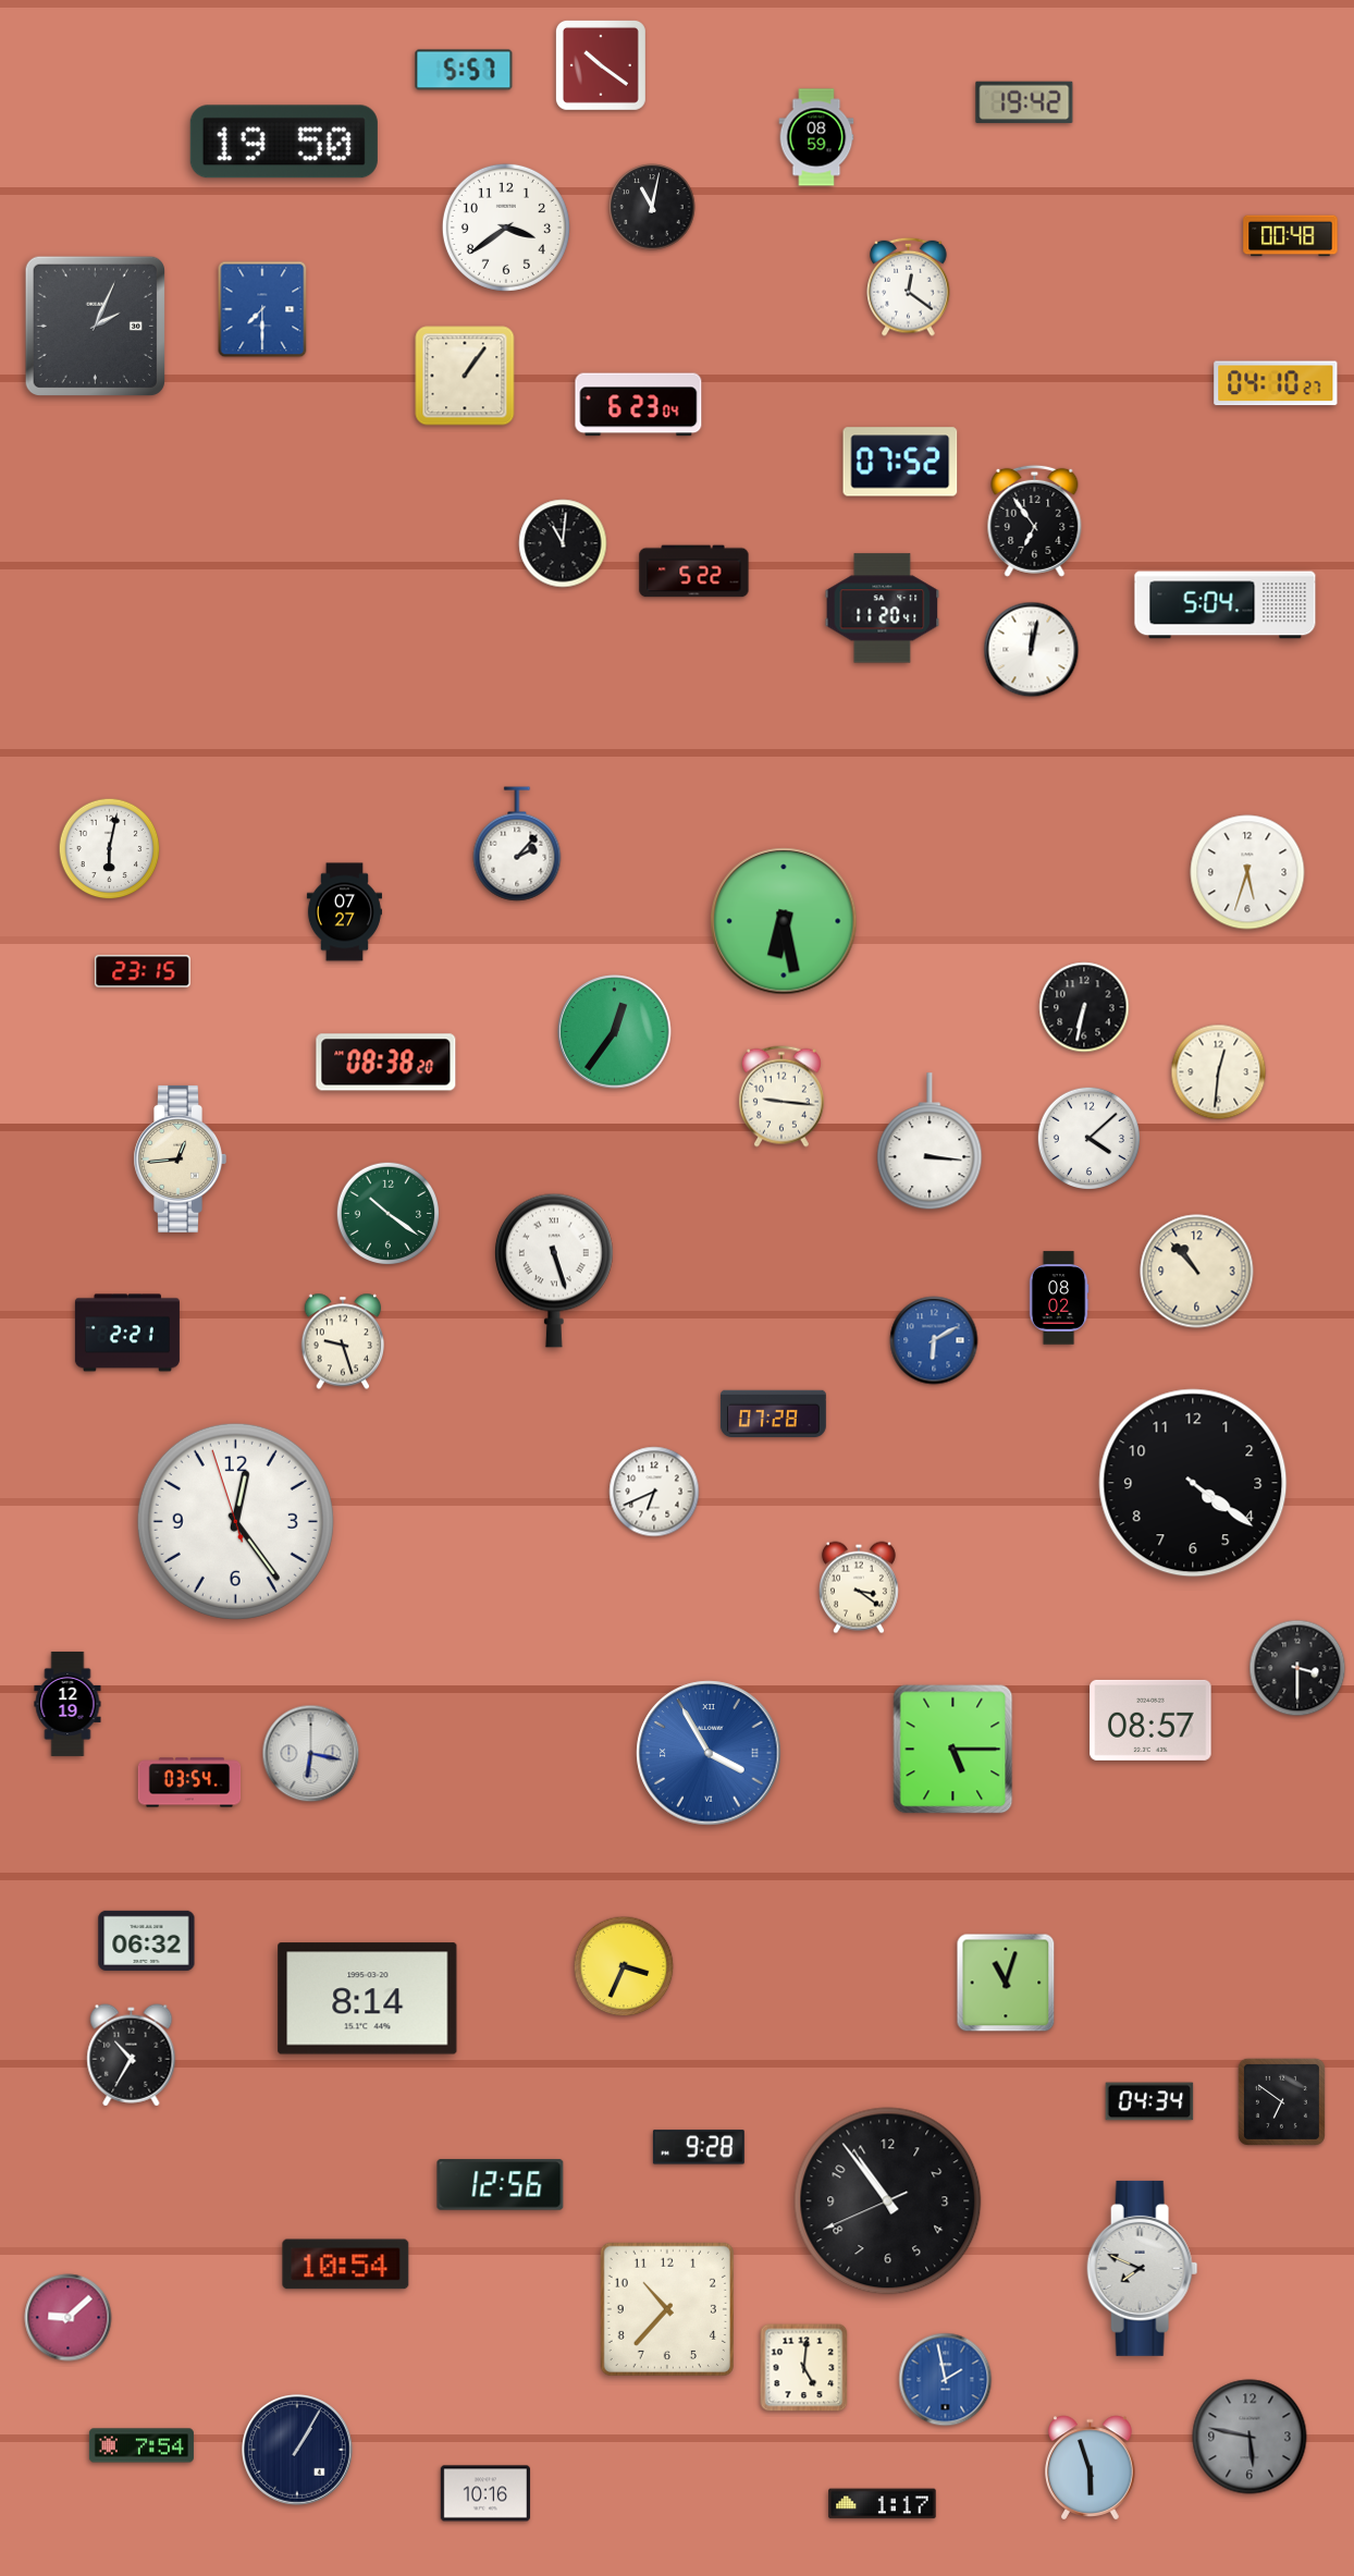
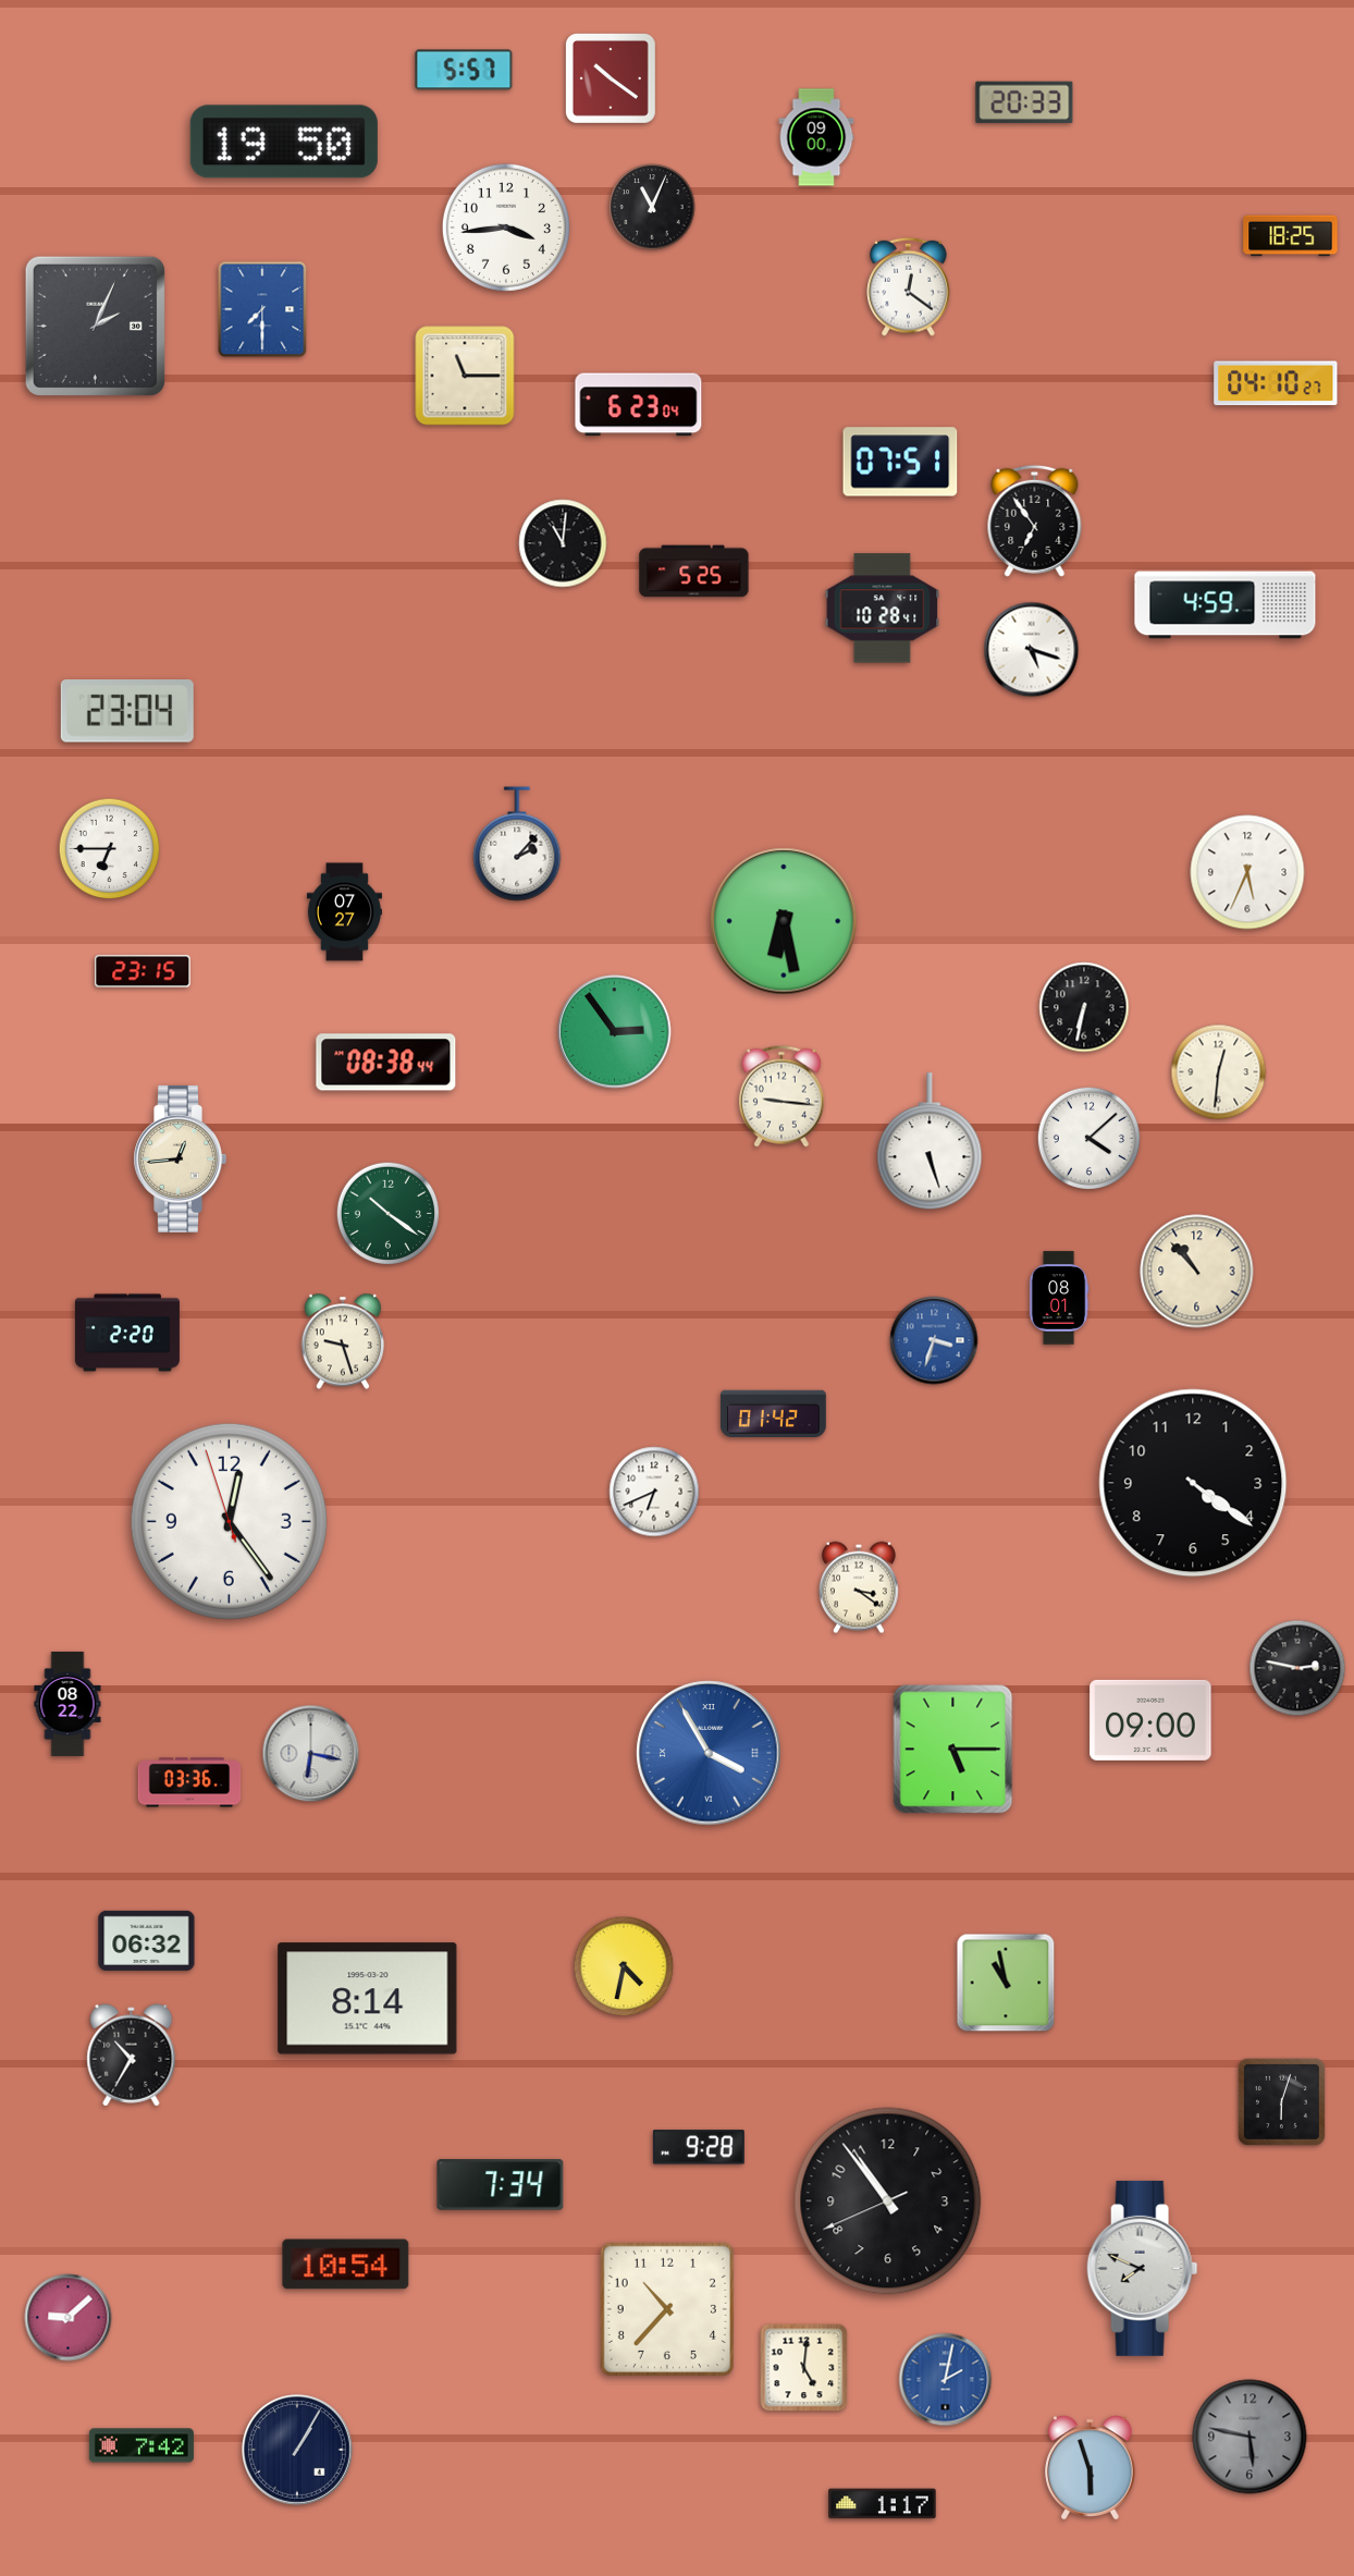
clock at (601, 65) position: (601, 65) -> (611, 78)
clock at (1024, 102): 19:42 -> 20:33
clock at (816, 137): 08:59 -> 09:00
clock at (652, 207): 11:02 -> 11:04
clock at (506, 228): 3:39 -> 3:44
clock at (1291, 236): 00:48 -> 18:25
clock at (465, 376): 1:06 -> 11:15
clock at (900, 462): 07:52 -> 07:51
clock at (694, 572): 5:22 -> 5:25
clock at (1226, 605): 5:04 -> 4:59
clock at (883, 609): 11:20 -> 10:28
clock at (1032, 650): 12:02 -> 5:18
clock at (127, 712): none -> 23:04
clock at (110, 849): 6:02 -> 6:45
clock at (1247, 872): 5:33 -> 5:34
clock at (615, 1032): 12:36 -> 2:54
clock at (386, 1063): 08:38:20 -> 08:38:44
clock at (930, 1142): 3:16 -> 5:27
clock at (554, 1271): 5:27 -> none
clock at (1059, 1298): 08:02 -> 08:01
clock at (127, 1333): 2:21 -> 2:20
clock at (934, 1340): 6:10 -> 3:33
clock at (773, 1413): 07:28 -> 01:42
clock at (235, 1521) position: (235, 1521) -> (229, 1521)
clock at (1297, 1668): 3:30 -> 2:47
clock at (67, 1704): 12:19 -> 08:22
clock at (1150, 1720): 08:57 -> 09:00
clock at (189, 1782): 03:54 -> 03:36
clock at (624, 1966): 3:34 -> 4:32
clock at (1006, 1983): 11:03 -> 10:58
clock at (1149, 2101): 04:34 -> none
clock at (1281, 2101): 6:51 -> 6:03
clock at (501, 2185): 12:56 -> 7:34
clock at (946, 2380): 1:58 -> 2:02
clock at (141, 2445): 7:54 -> 7:42
clock at (485, 2493): 10:16 -> none
